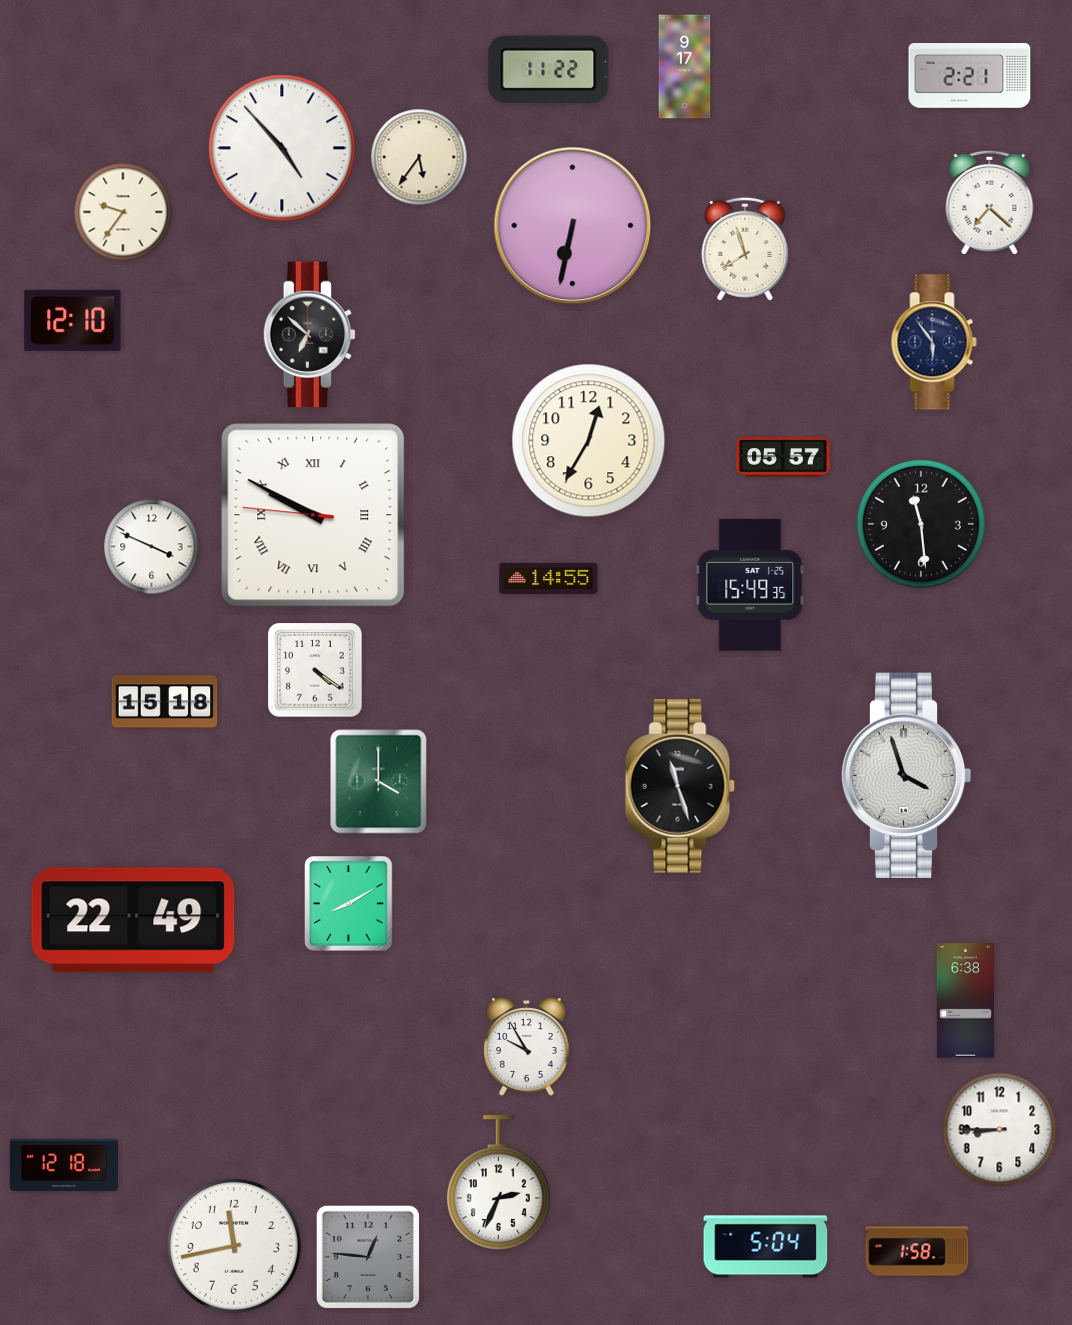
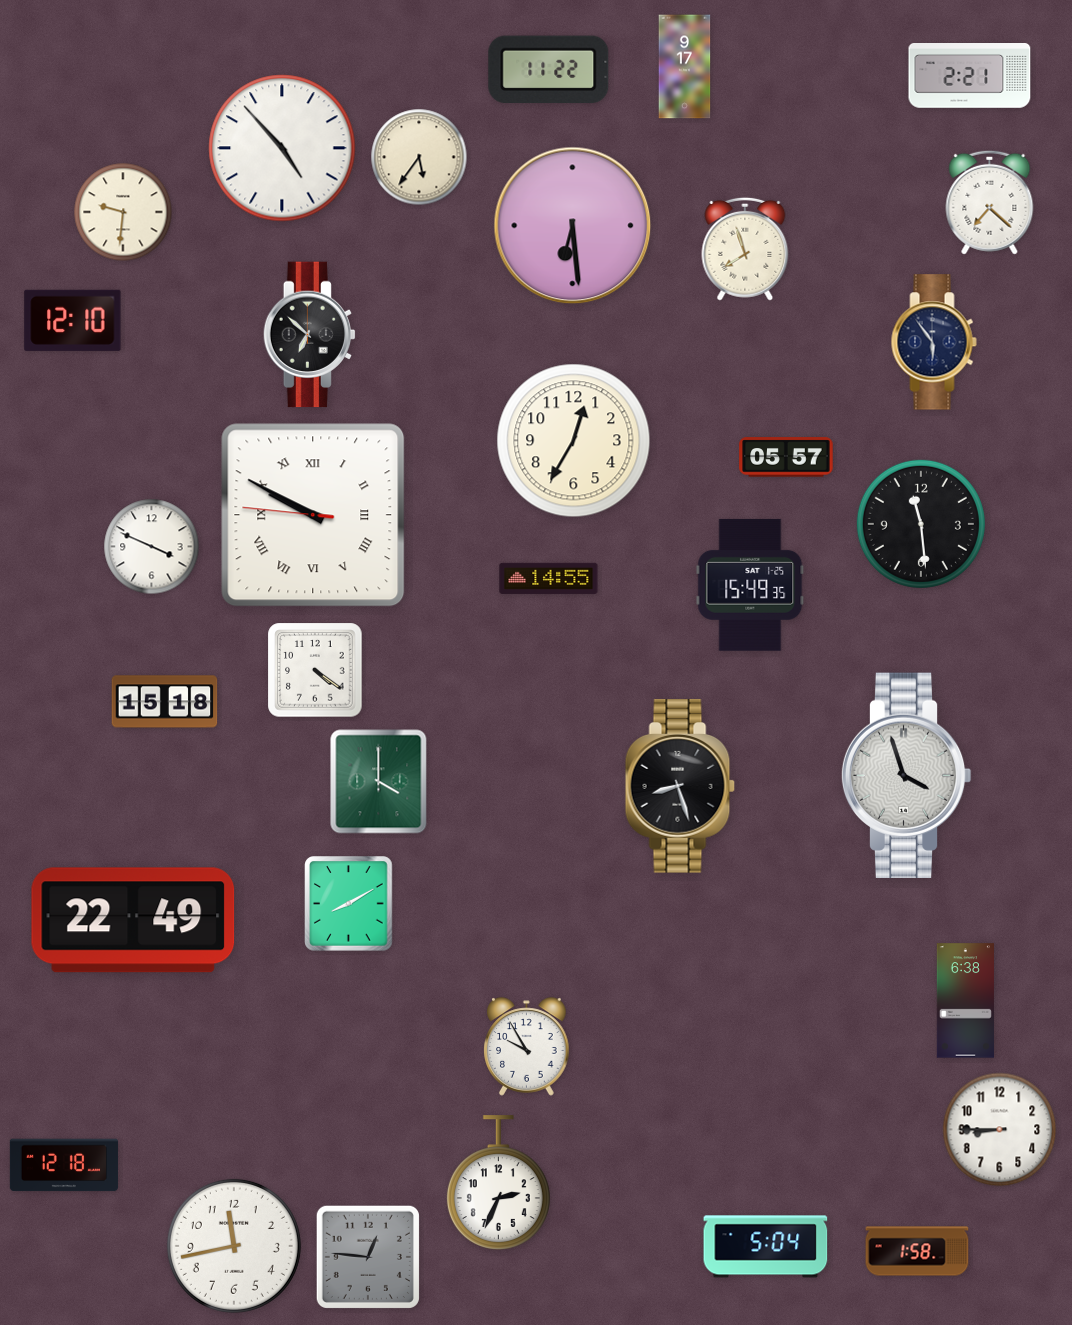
clock at (123, 212): 9:36 -> 9:31
clock at (573, 226): 6:32 -> 6:29
clock at (589, 441) position: (589, 441) -> (574, 441)
clock at (783, 457) position: (783, 457) -> (786, 457)
clock at (680, 786): 11:27 -> 8:27
